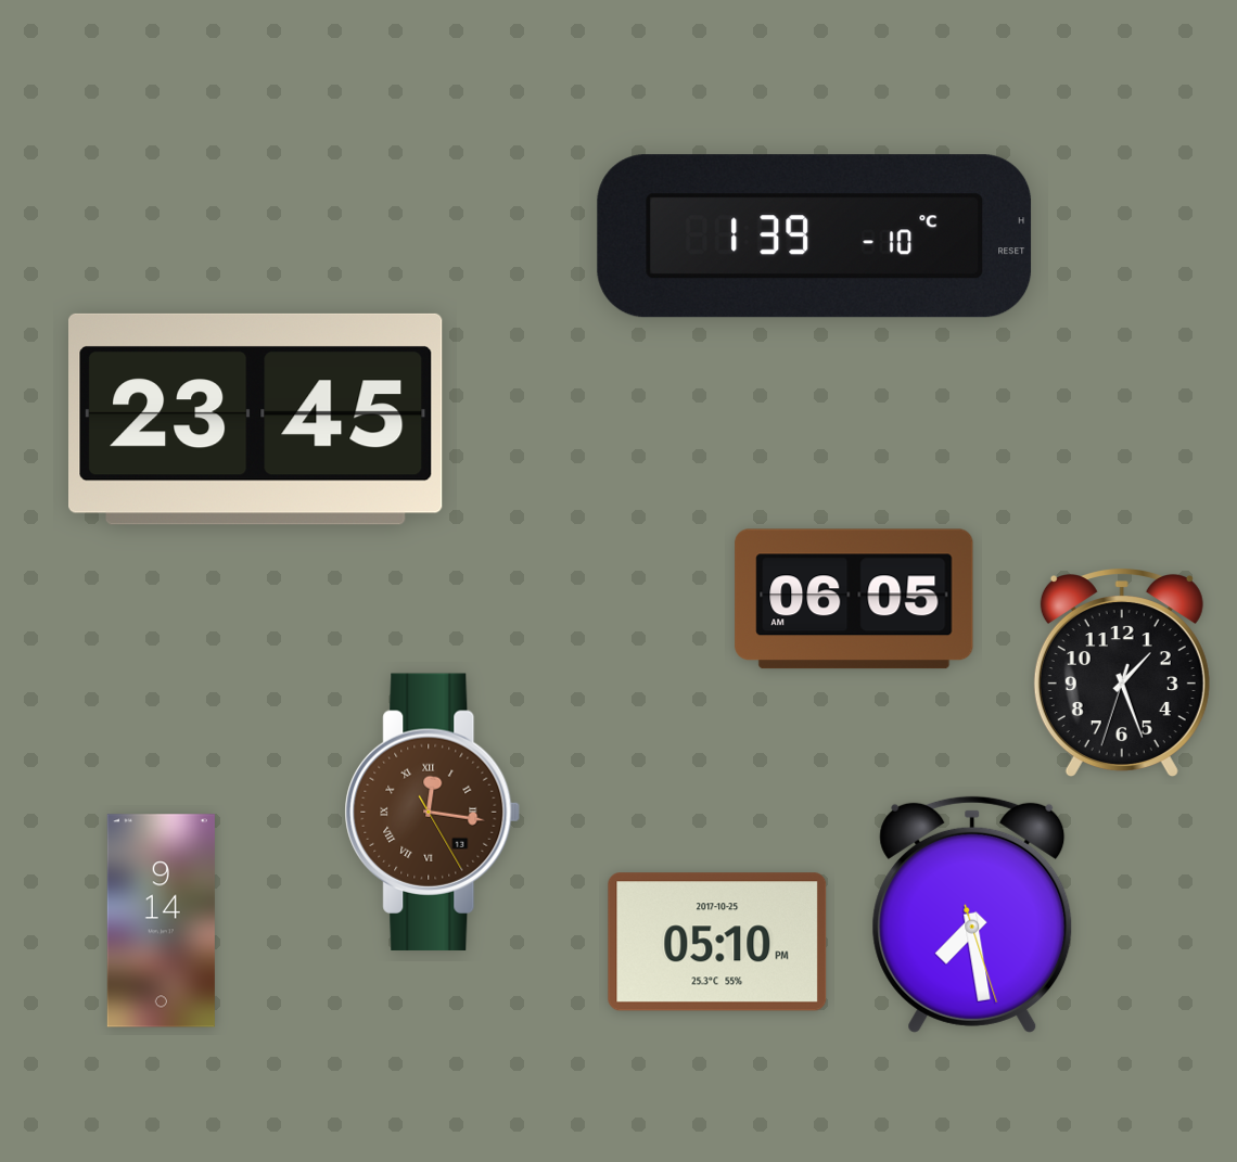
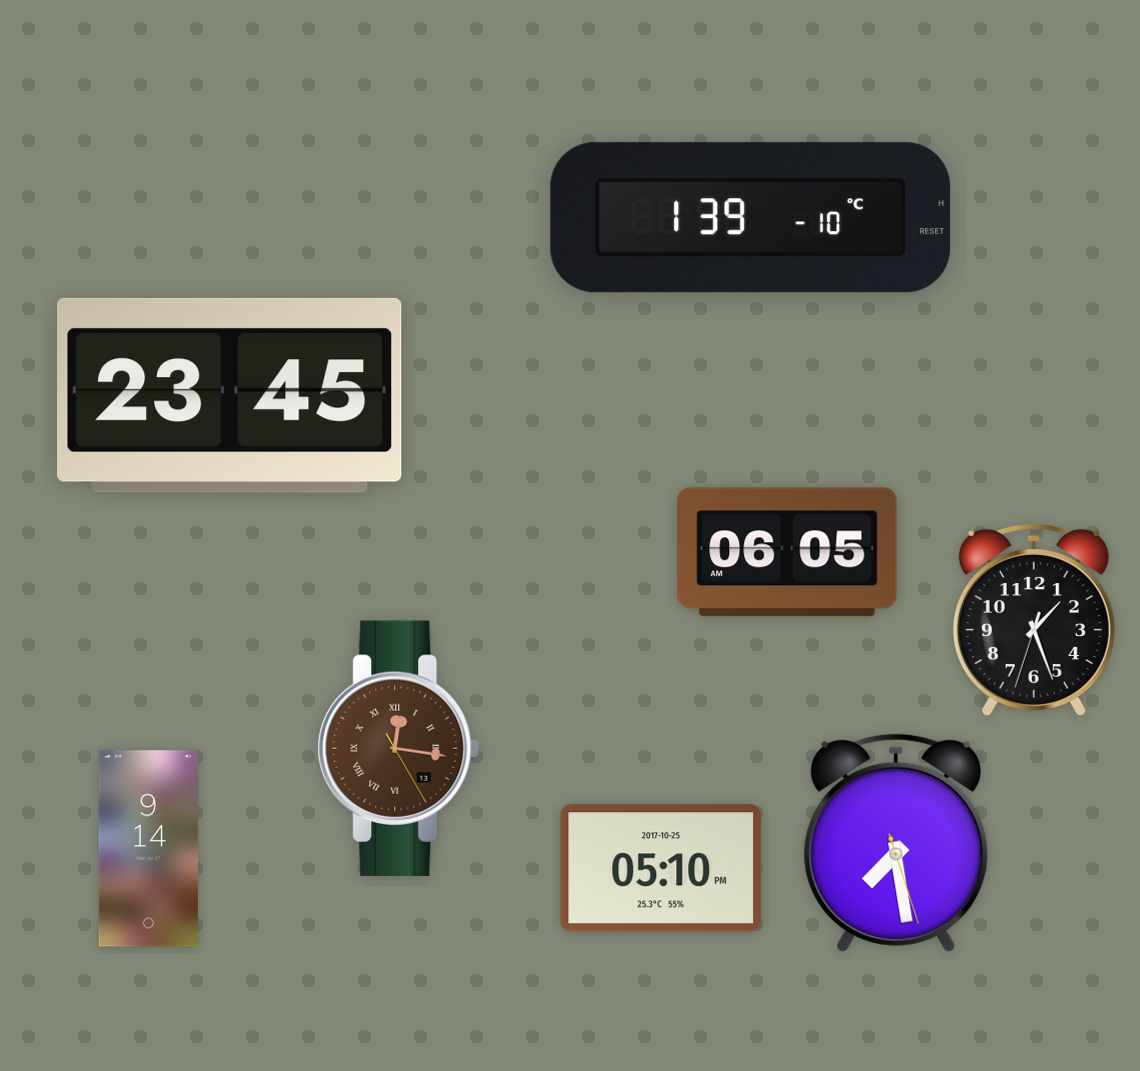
clock at (256, 419) position: (256, 419) -> (230, 395)
